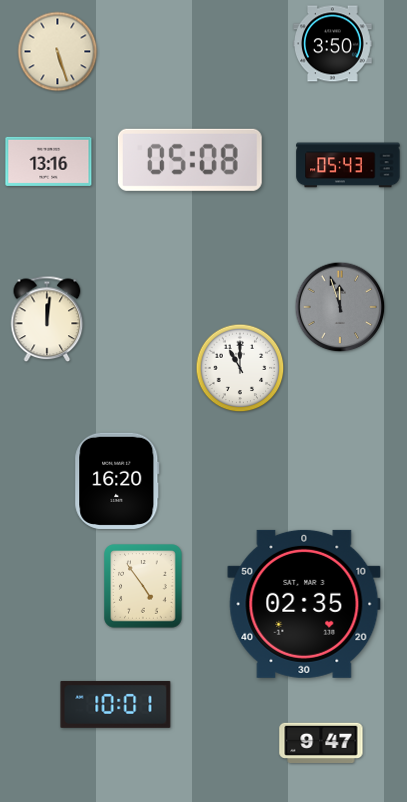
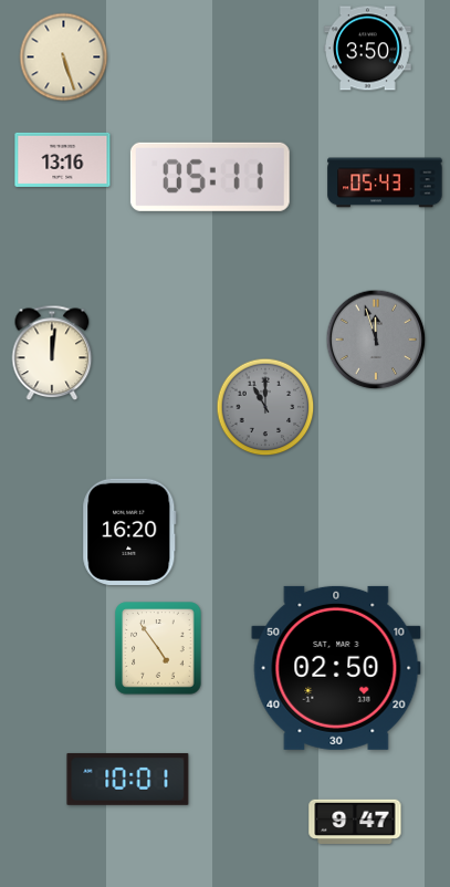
clock at (190, 160): 05:08 -> 05:11
clock at (49, 161) position: (49, 161) -> (63, 159)
clock at (240, 368) dial: white -> grey
clock at (304, 604): 02:35 -> 02:50
